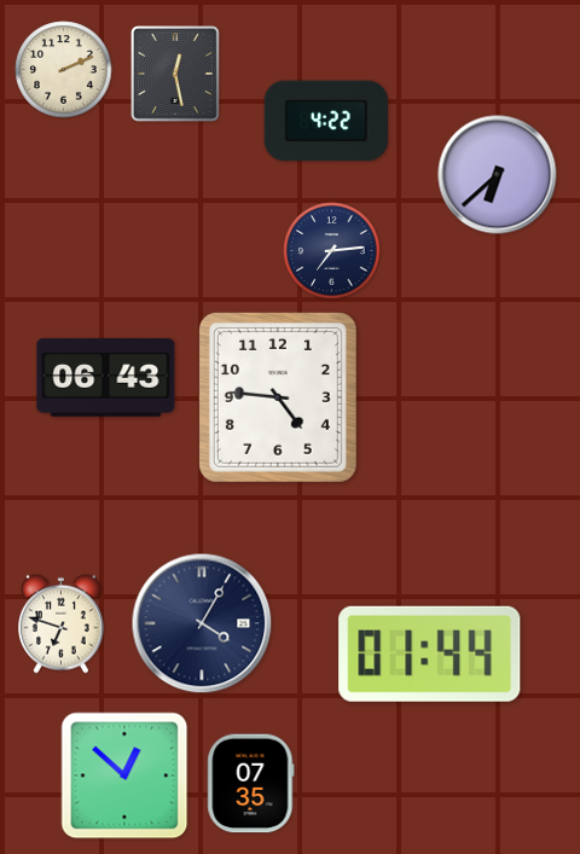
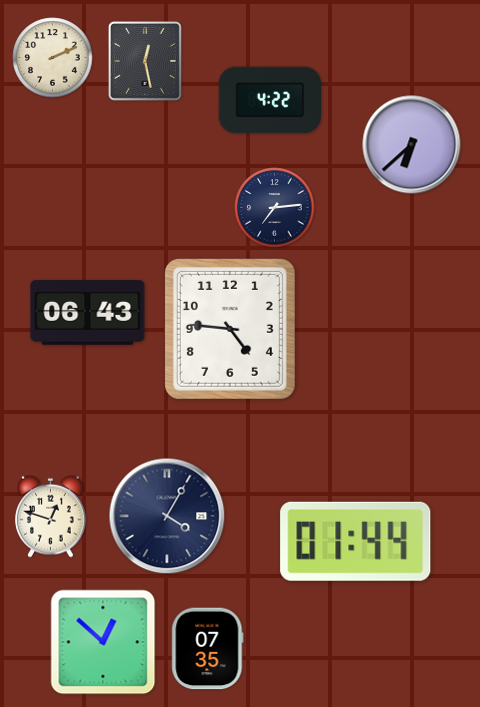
clock at (62, 623): 6:48 -> 12:48
